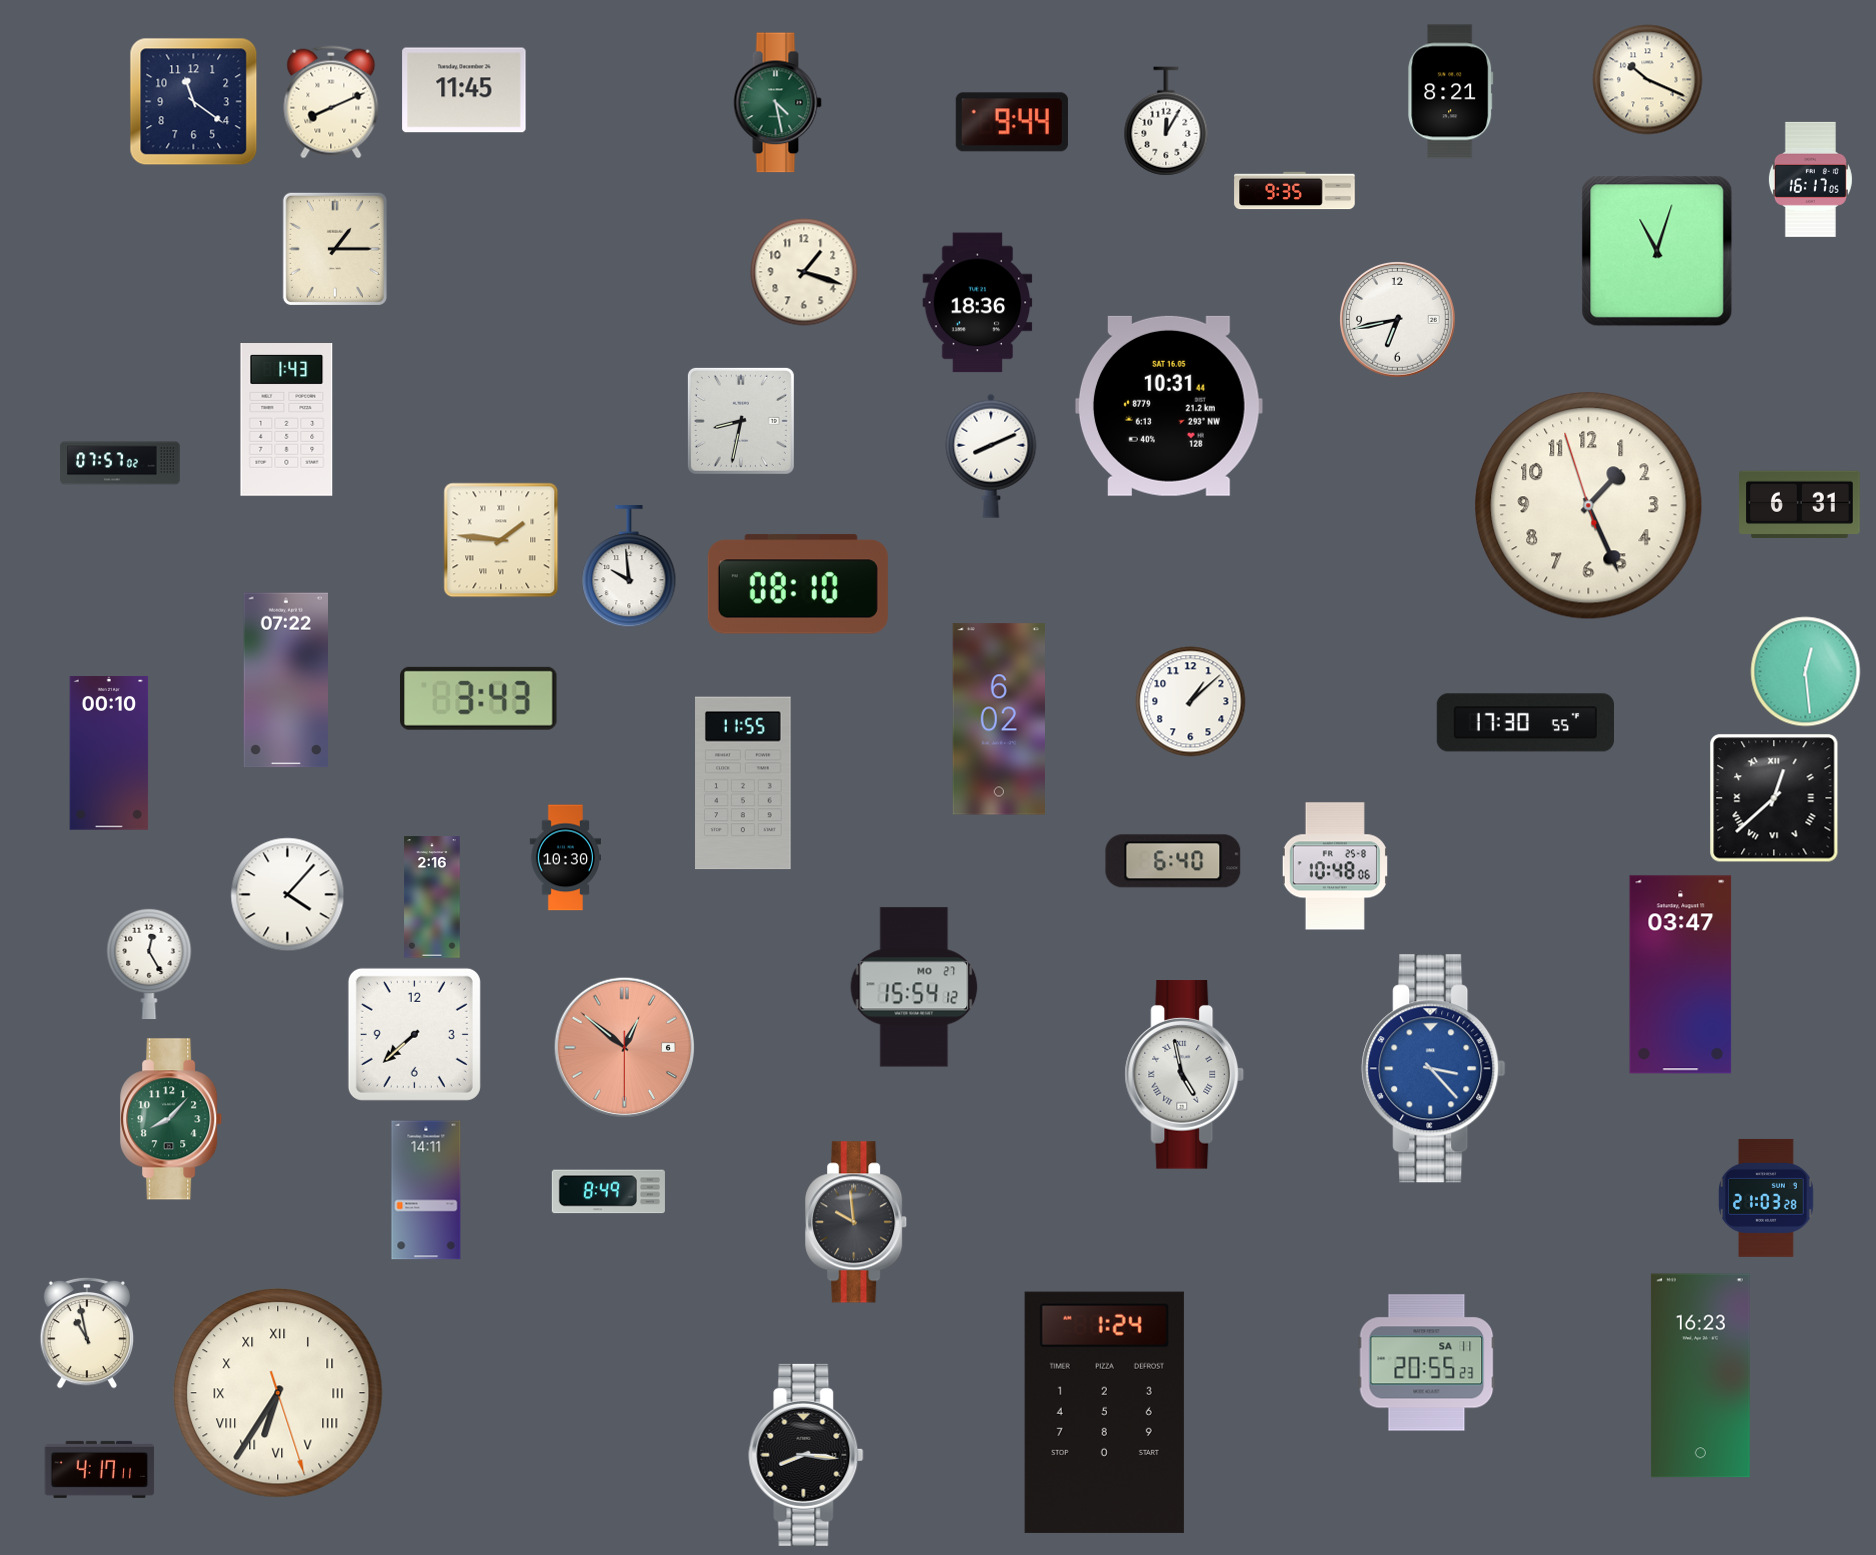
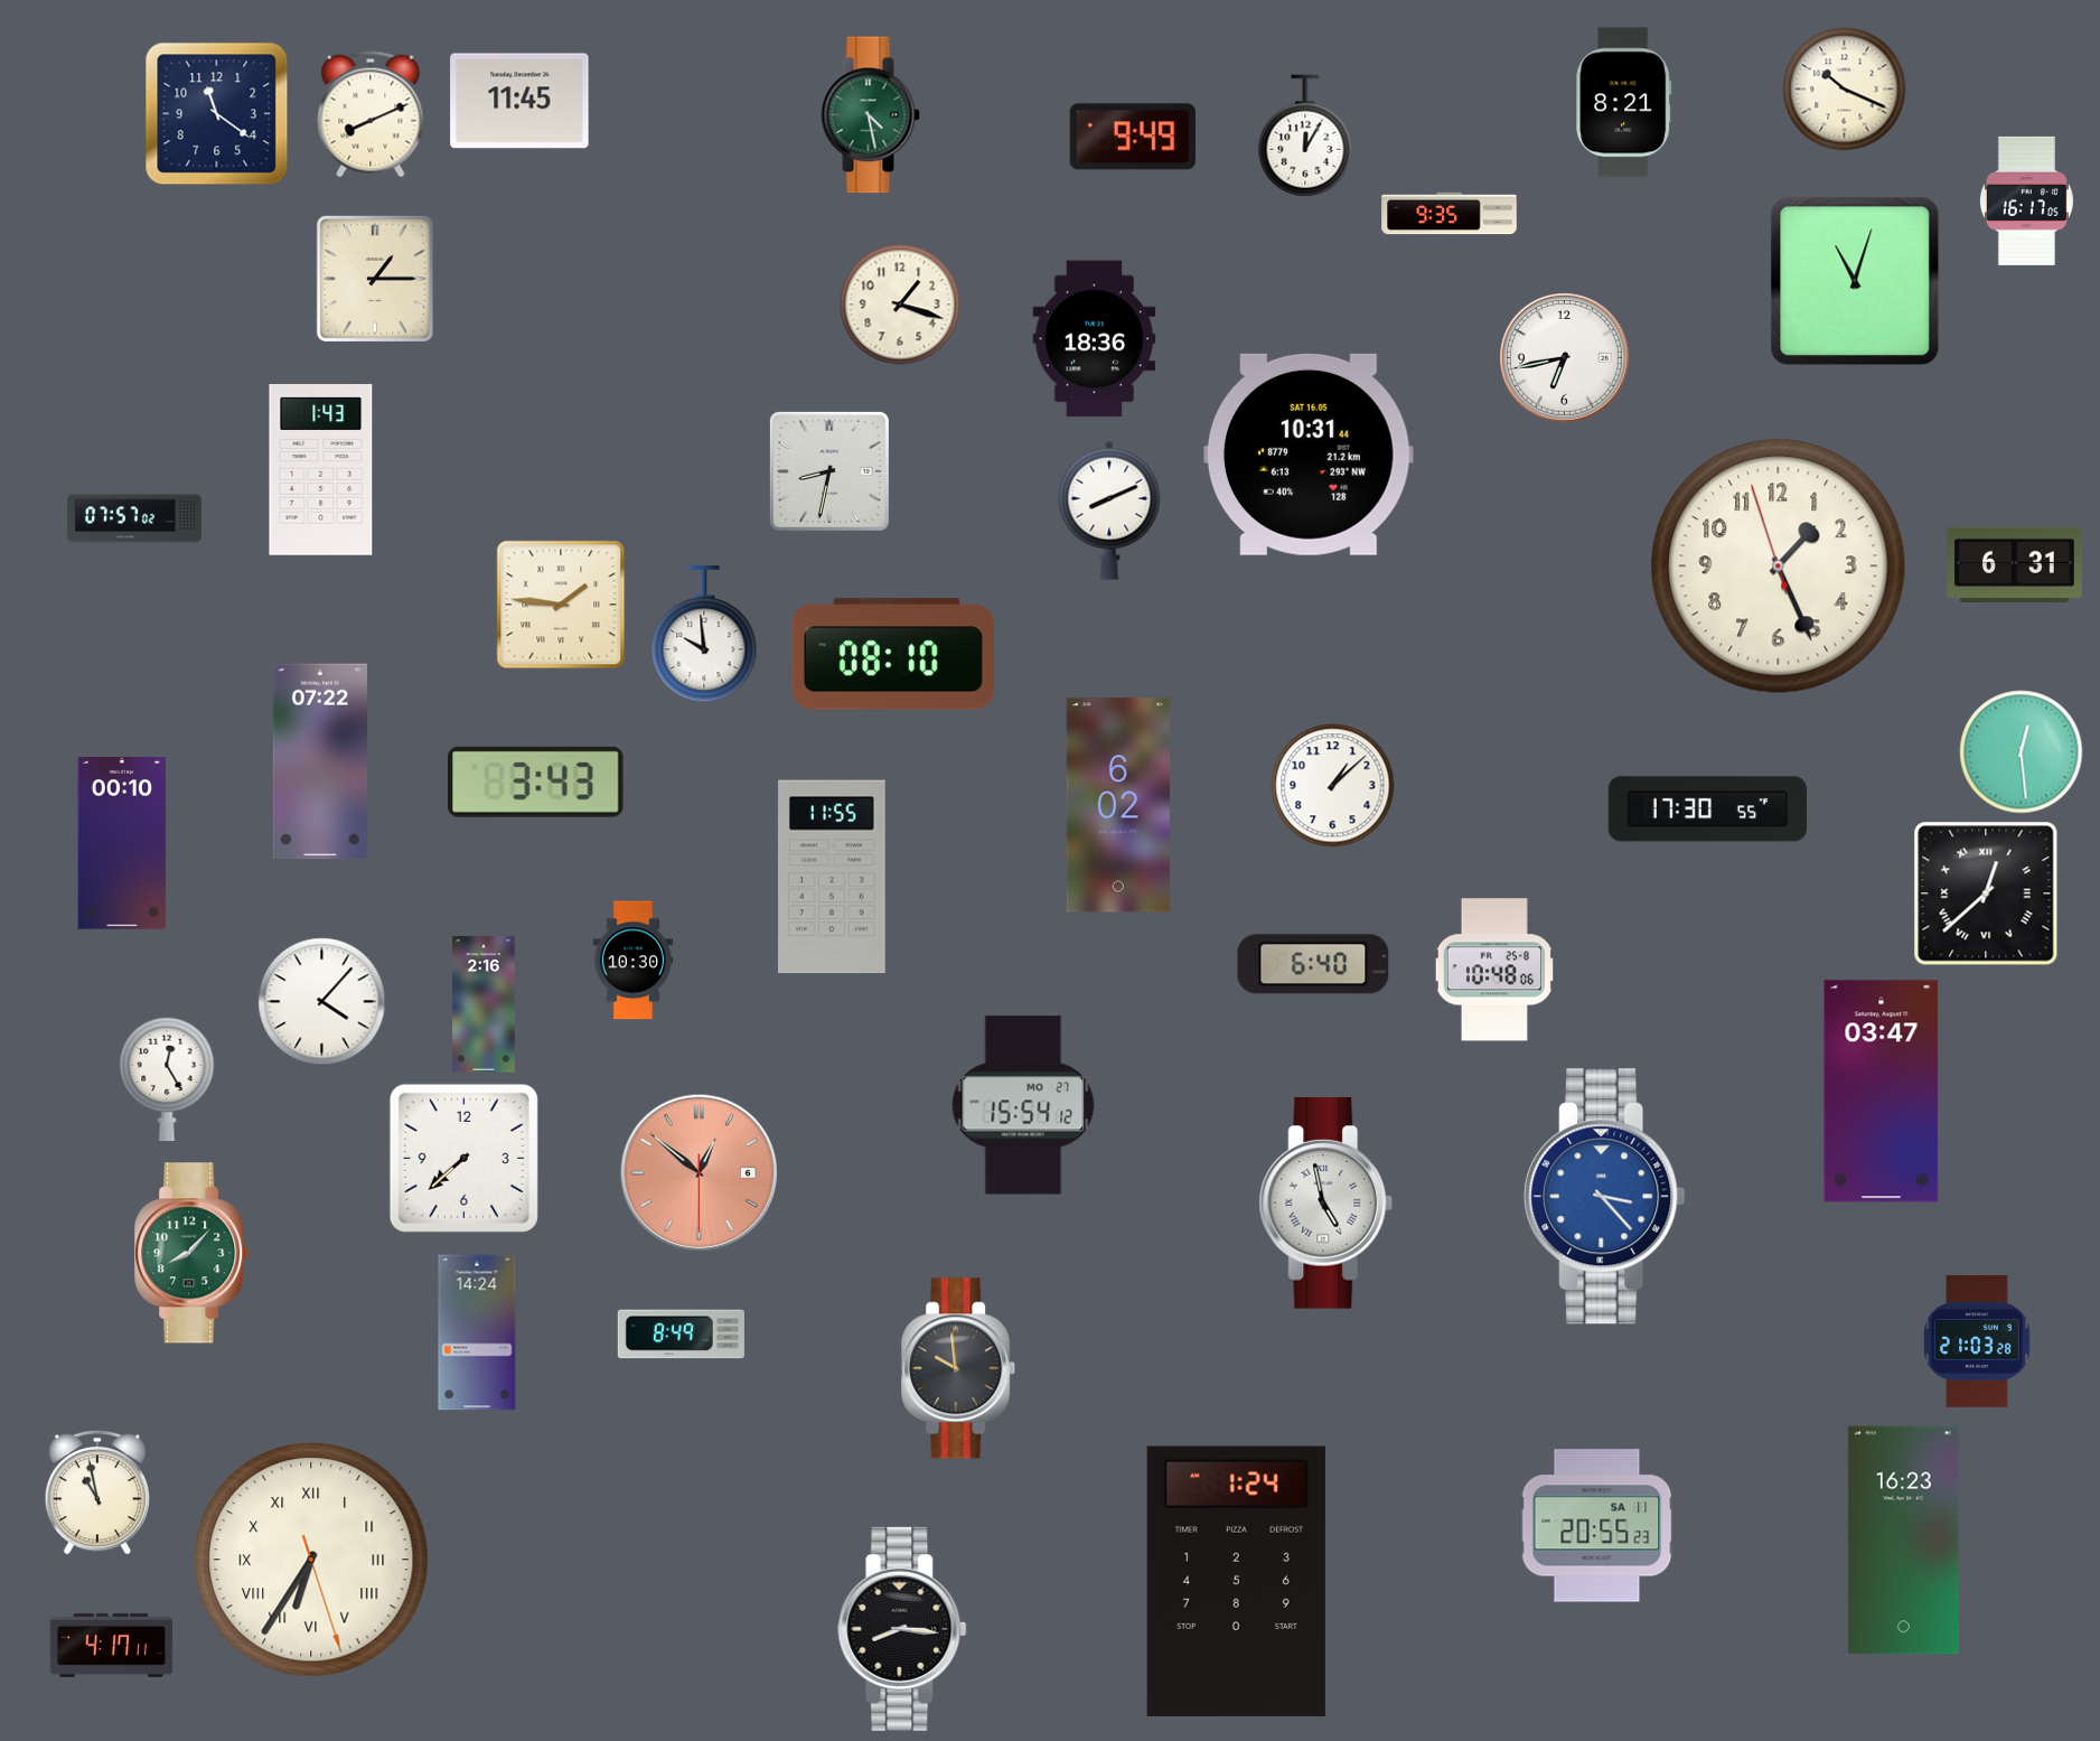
clock at (1012, 122): 9:44 -> 9:49
clock at (426, 1190): 14:11 -> 14:24
